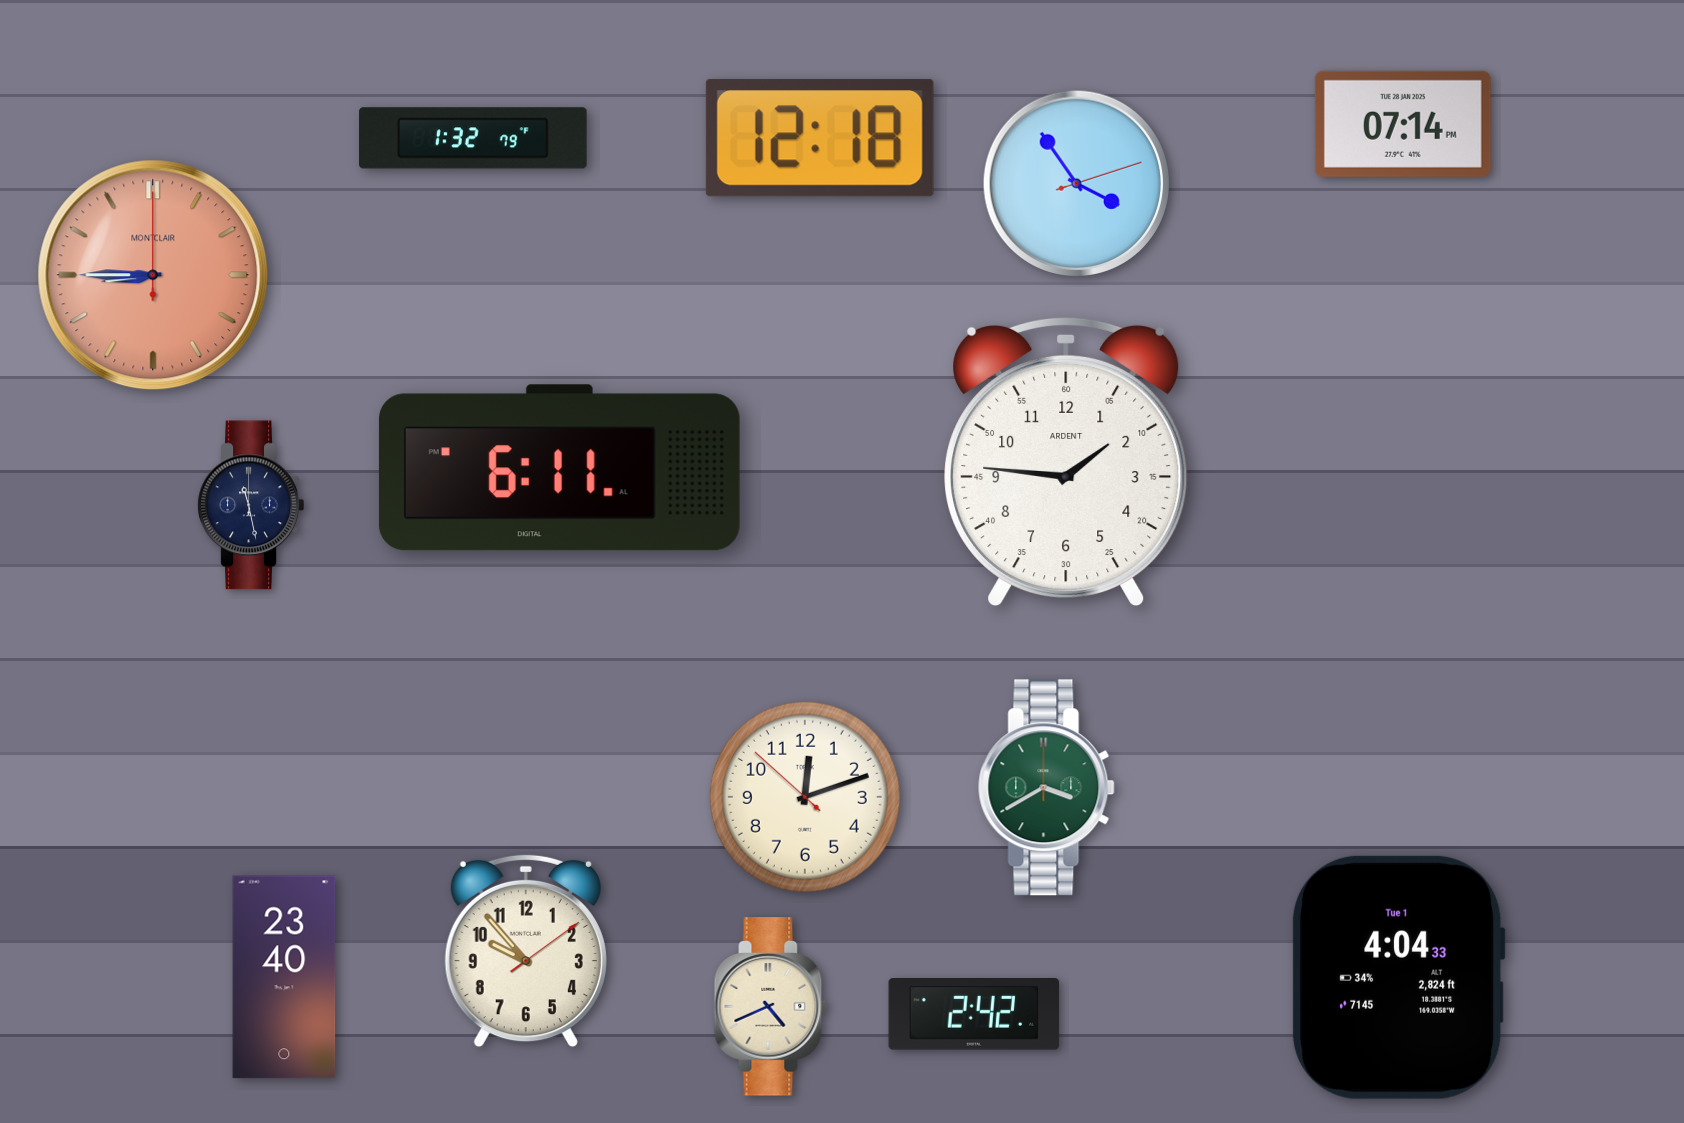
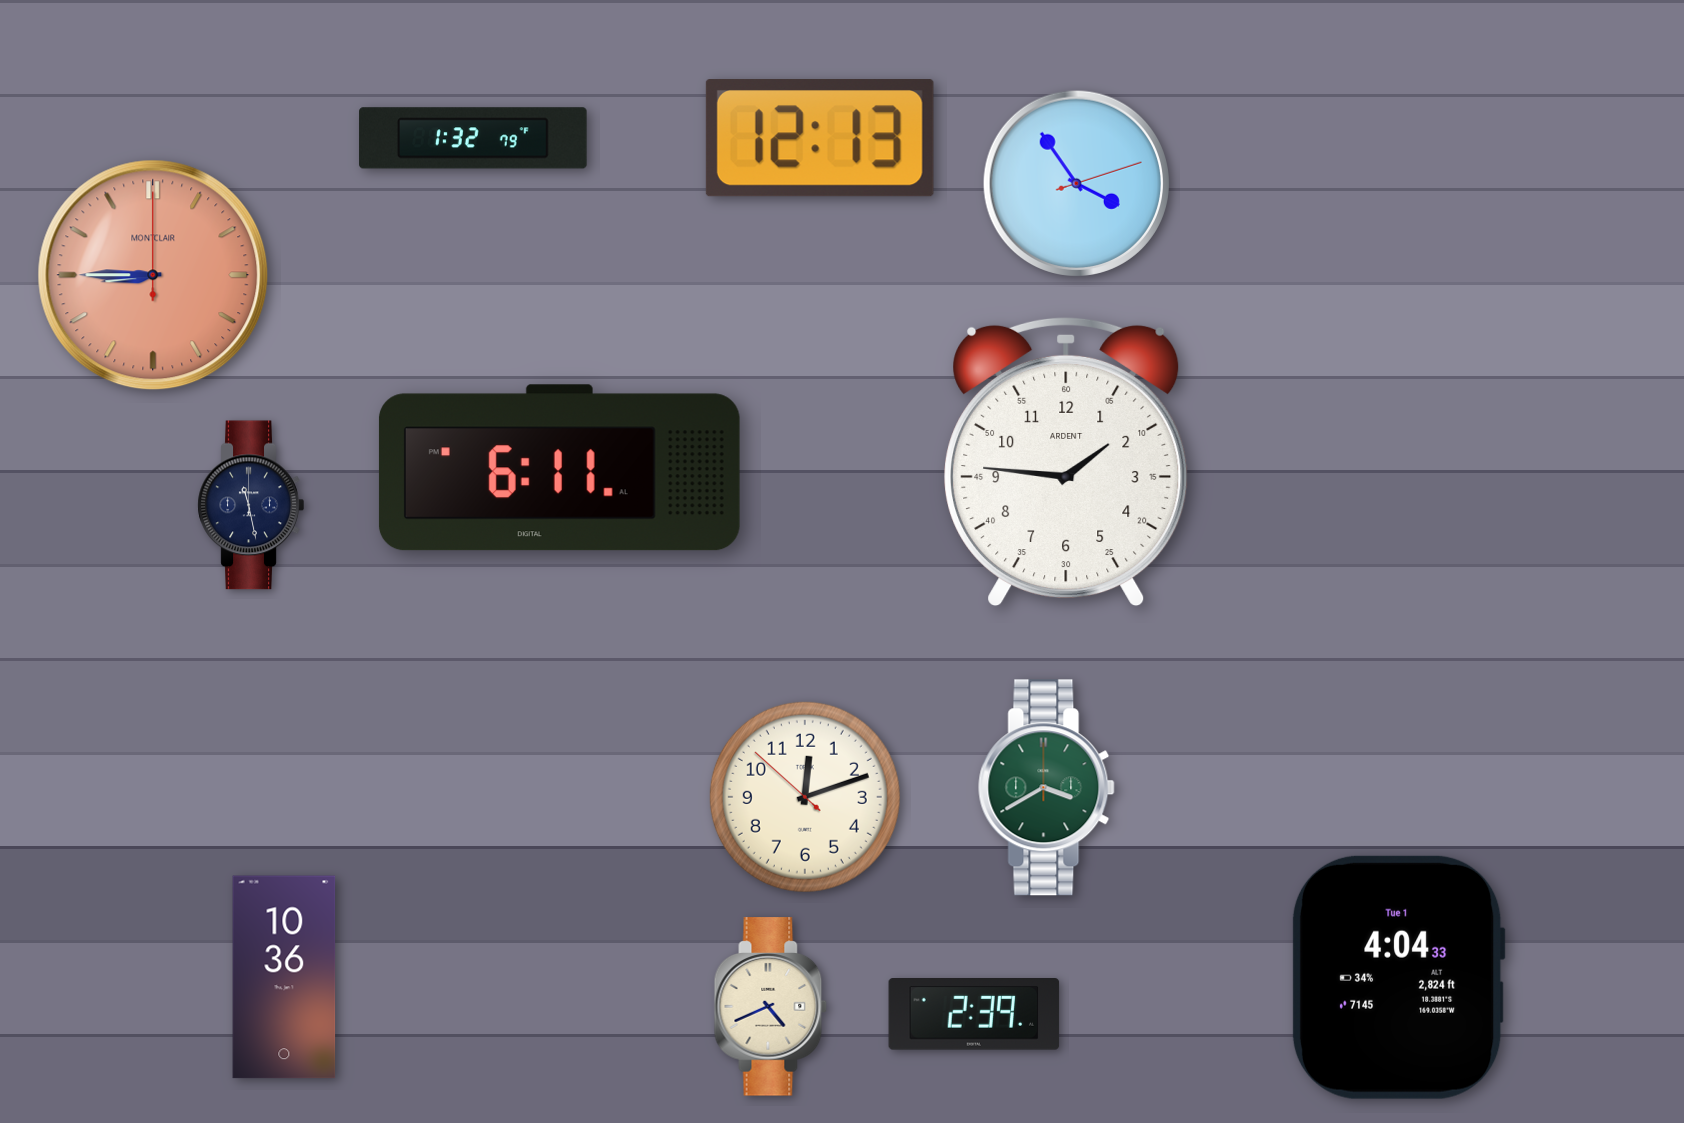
clock at (1403, 124): 07:14 -> none
clock at (820, 138): 12:18 -> 12:13
clock at (526, 951): 9:53 -> none
clock at (284, 977): 23:40 -> 10:36
clock at (974, 1015): 2:42 -> 2:39
